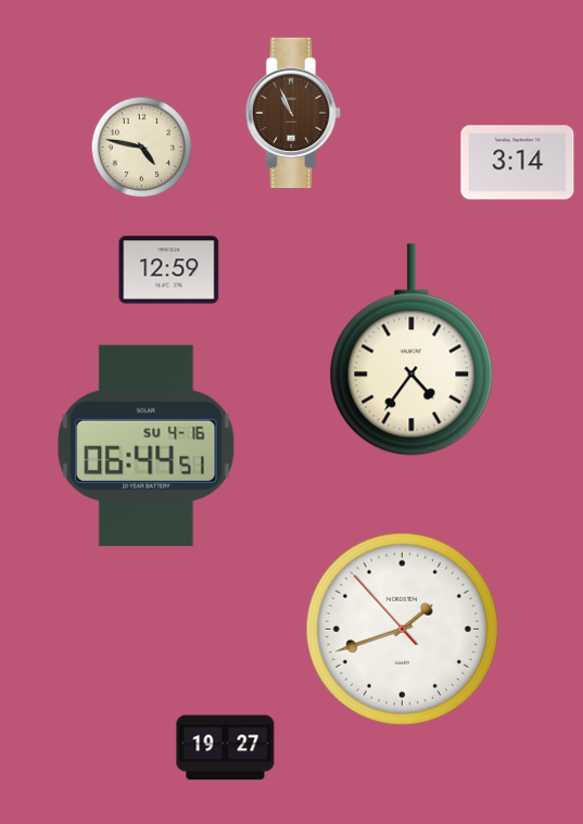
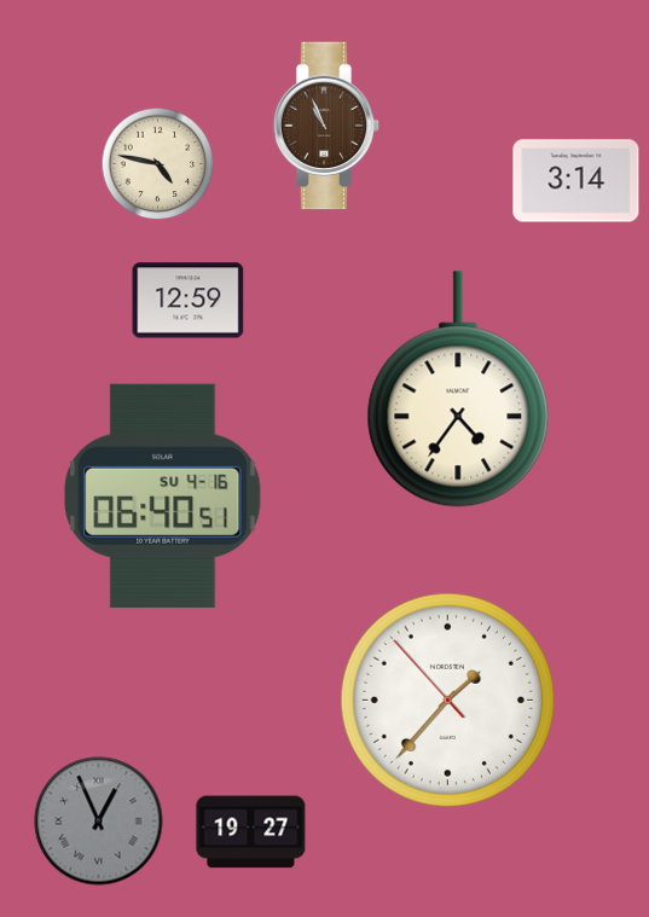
clock at (147, 445): 06:44 -> 06:40
clock at (402, 629): 1:41 -> 1:36
clock at (99, 822): none -> 12:56
